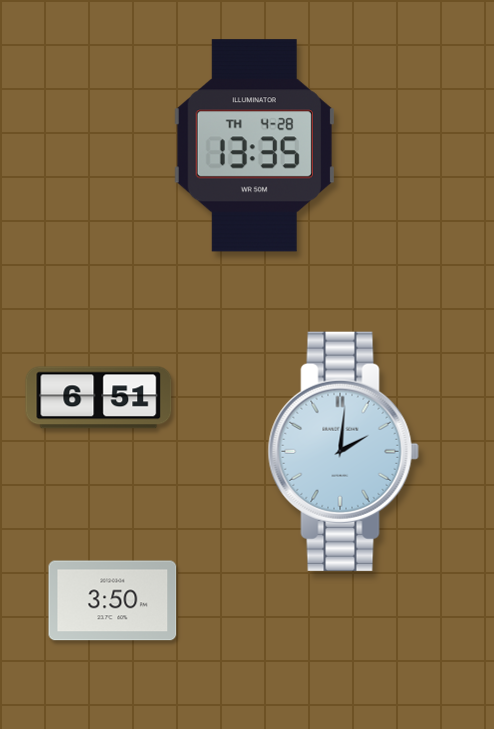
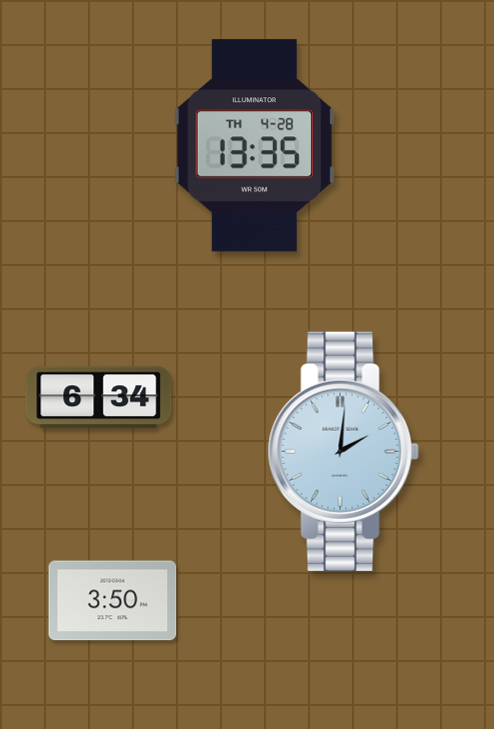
clock at (99, 398): 6:51 -> 6:34
